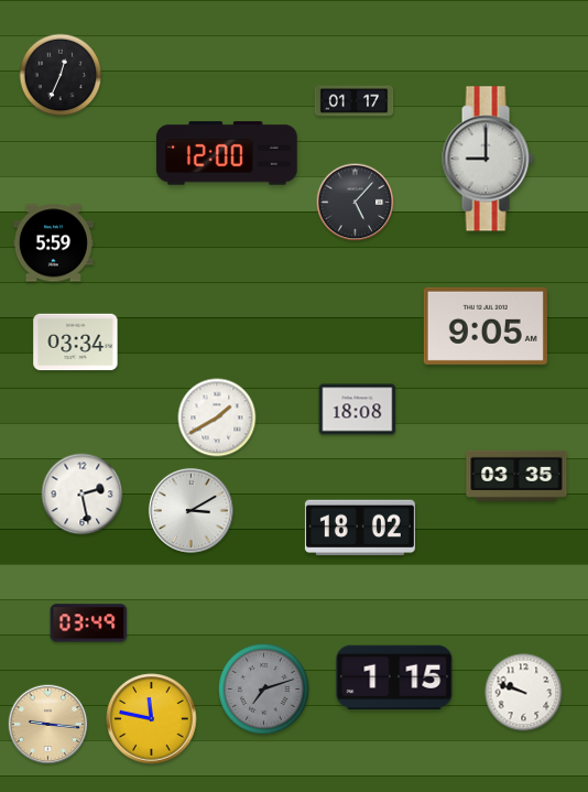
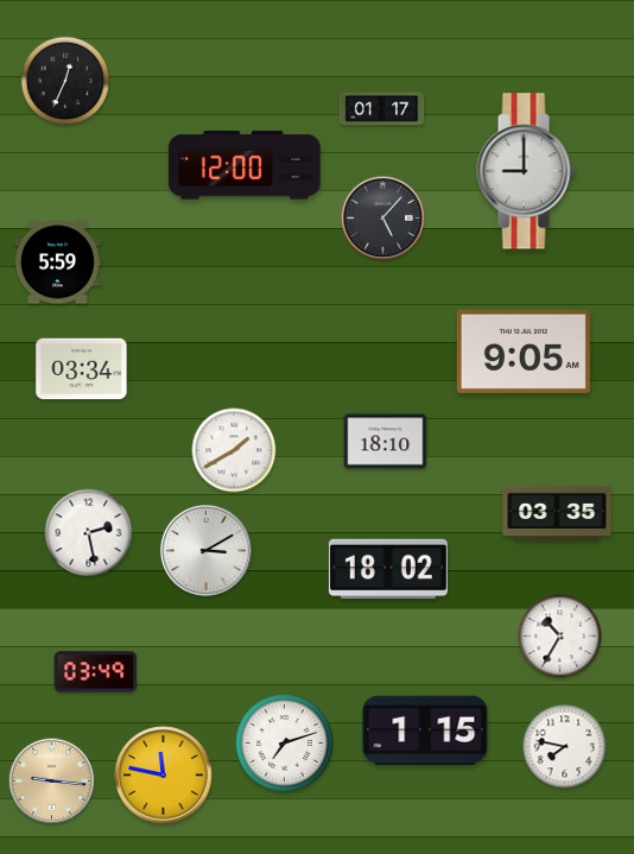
clock at (358, 410): 18:08 -> 18:10
clock at (560, 637): none -> 10:35
clock at (264, 690) dial: grey -> white
clock at (524, 693): 9:48 -> 7:47
